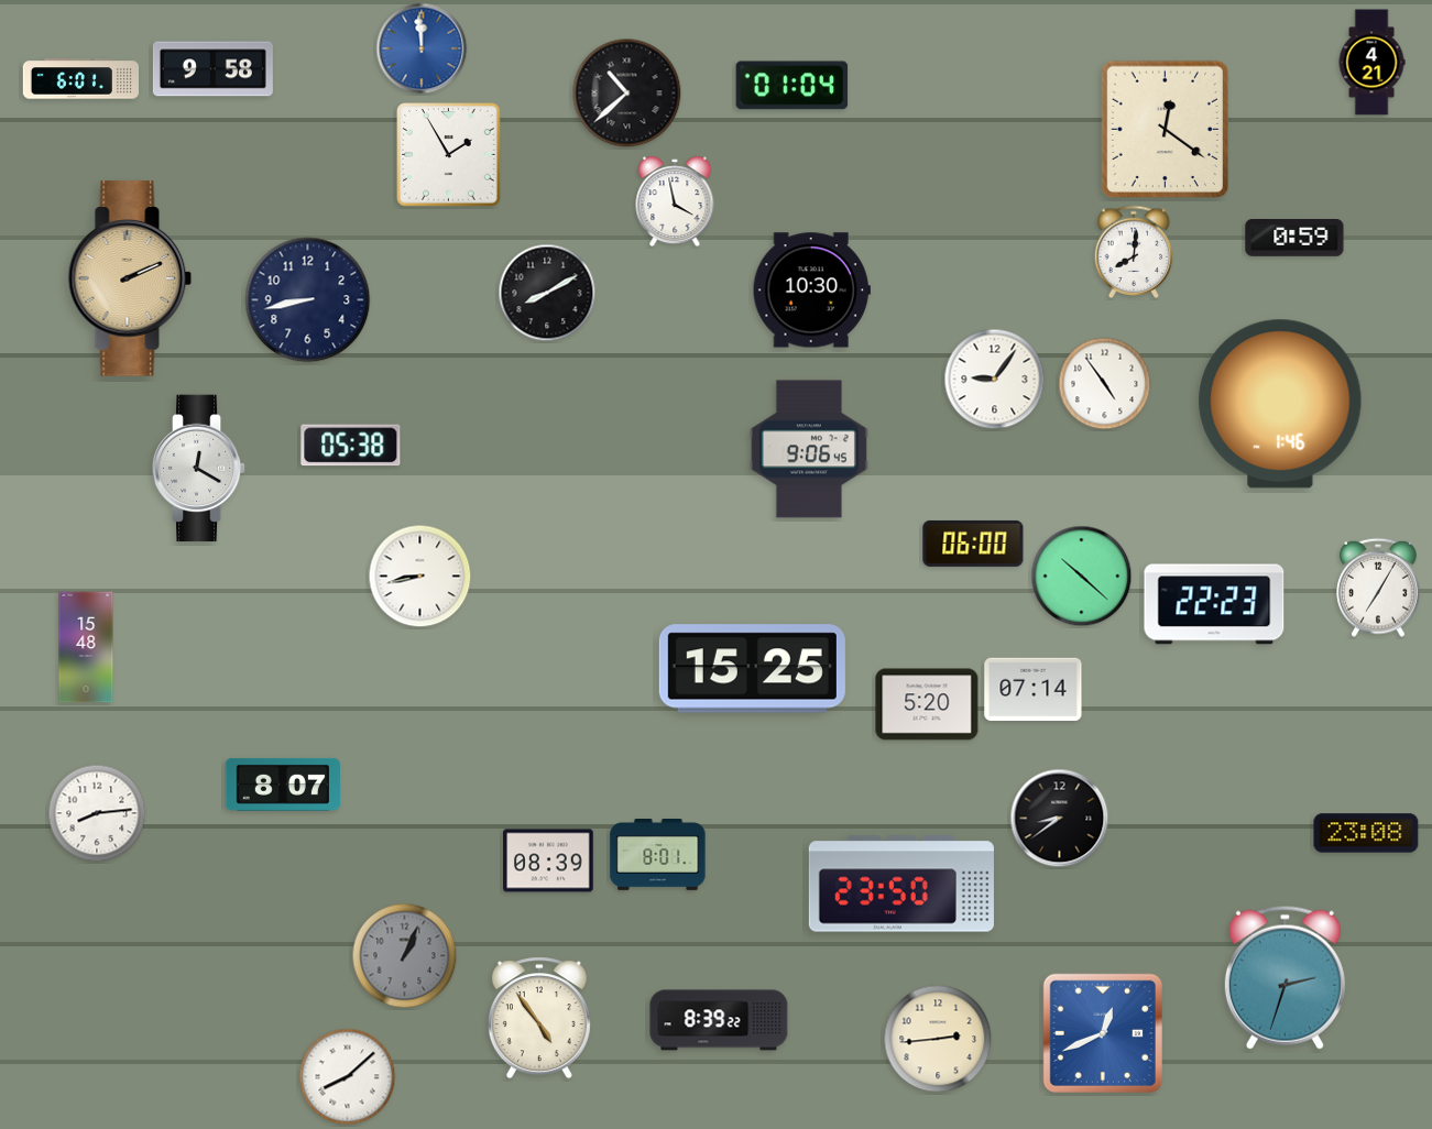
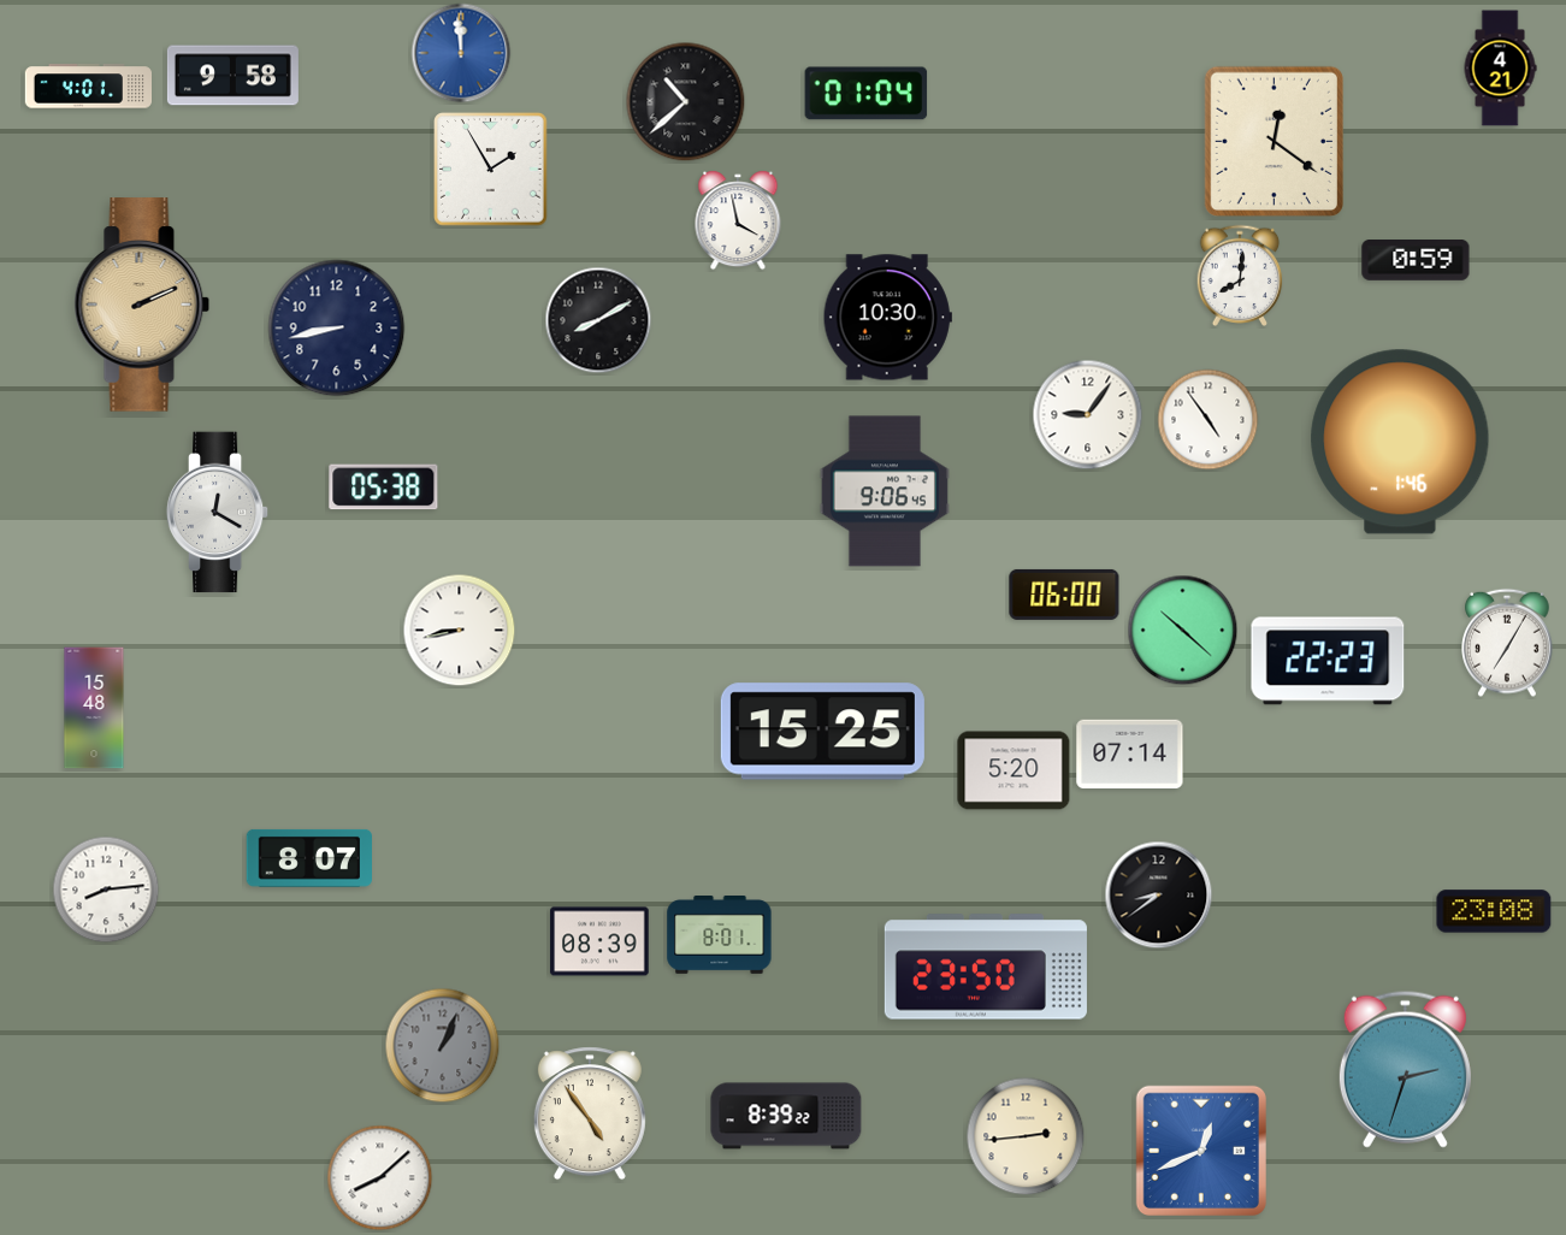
clock at (80, 79): 6:01 -> 4:01
clock at (1103, 1033) position: (1103, 1033) -> (1201, 1151)
